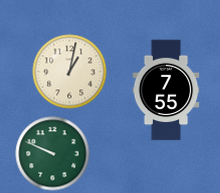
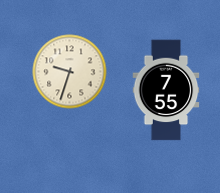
clock at (70, 72): 1:02 -> 9:33
clock at (53, 154): 9:49 -> none
